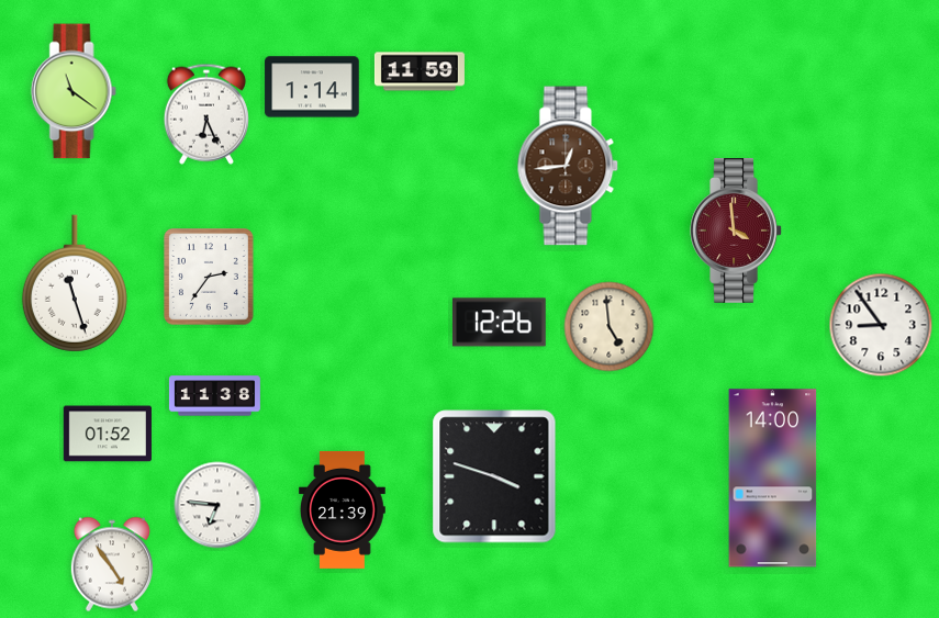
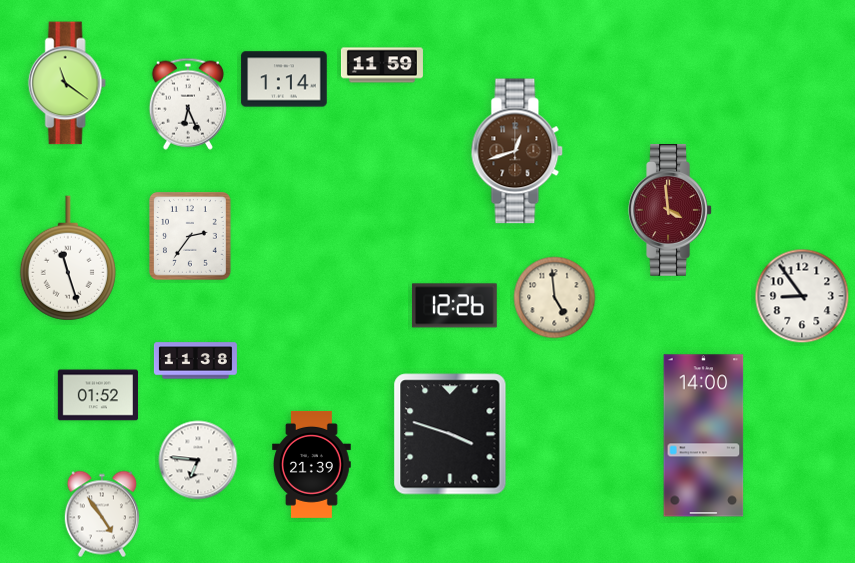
clock at (568, 166): 12:44 -> 12:42
clock at (210, 278) position: (210, 278) -> (191, 237)
clock at (500, 323) position: (500, 323) -> (455, 306)
